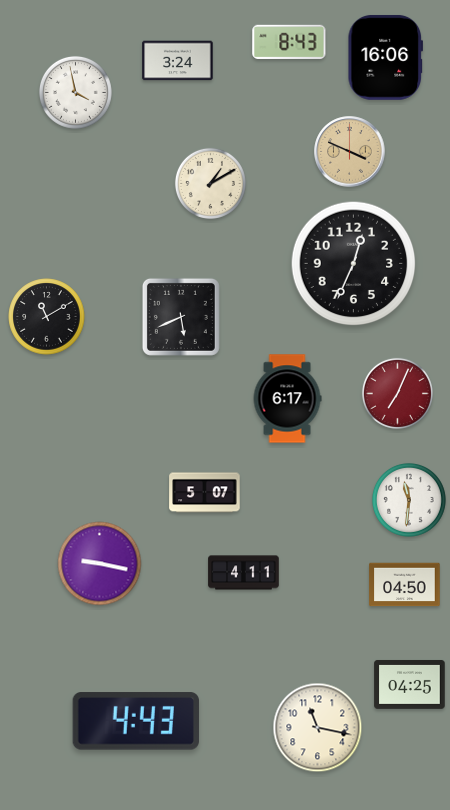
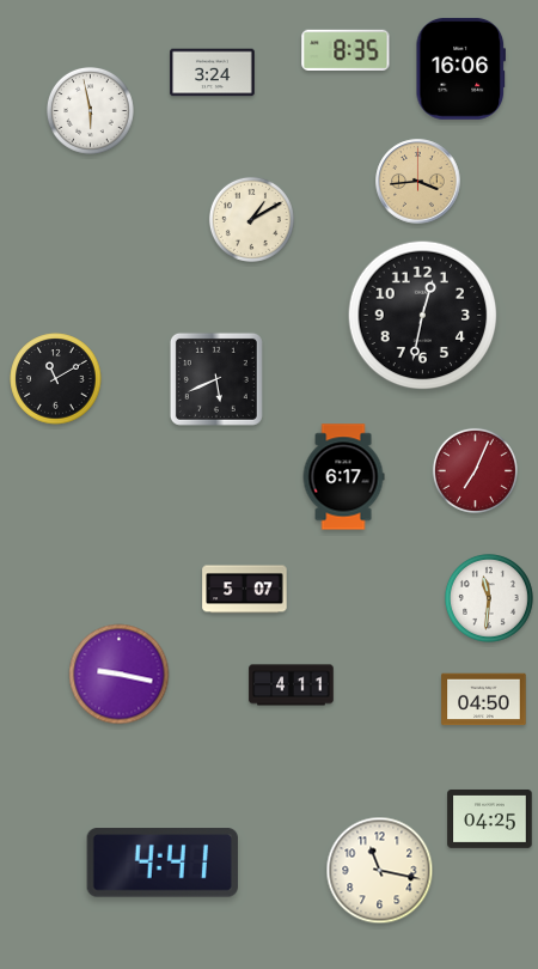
clock at (289, 42): 8:43 -> 8:35
clock at (75, 92): 3:58 -> 5:58
clock at (350, 152): 3:49 -> 3:44
clock at (354, 264): 12:34 -> 12:32
clock at (136, 721): 4:43 -> 4:41
